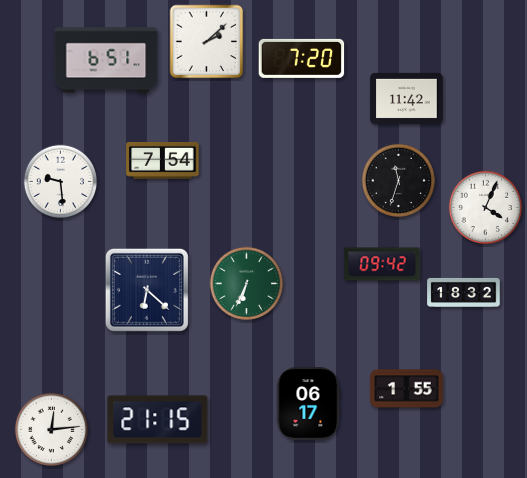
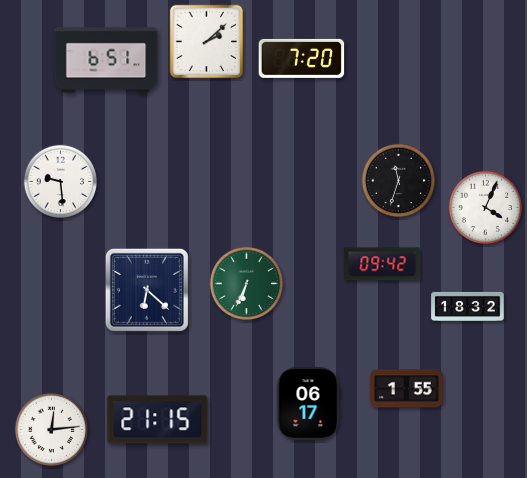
clock at (407, 98): 11:42 -> none
clock at (163, 160): 7:54 -> none
clock at (464, 292) position: (464, 292) -> (468, 306)
